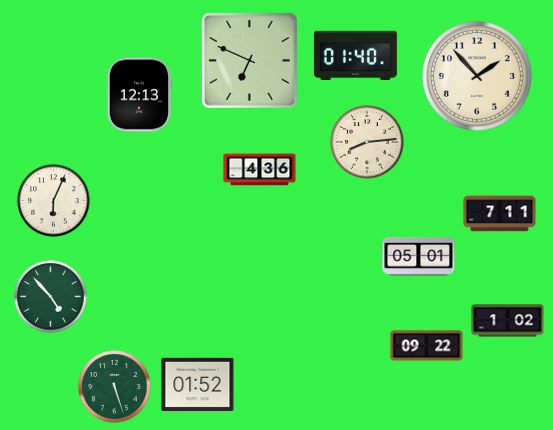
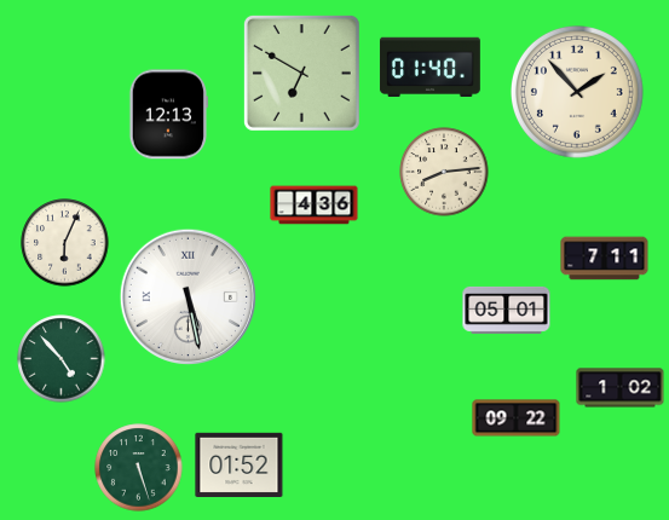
clock at (249, 60): 6:49 -> 6:50
clock at (188, 296): none -> 5:28
clock at (508, 321) position: (508, 321) -> (621, 388)
